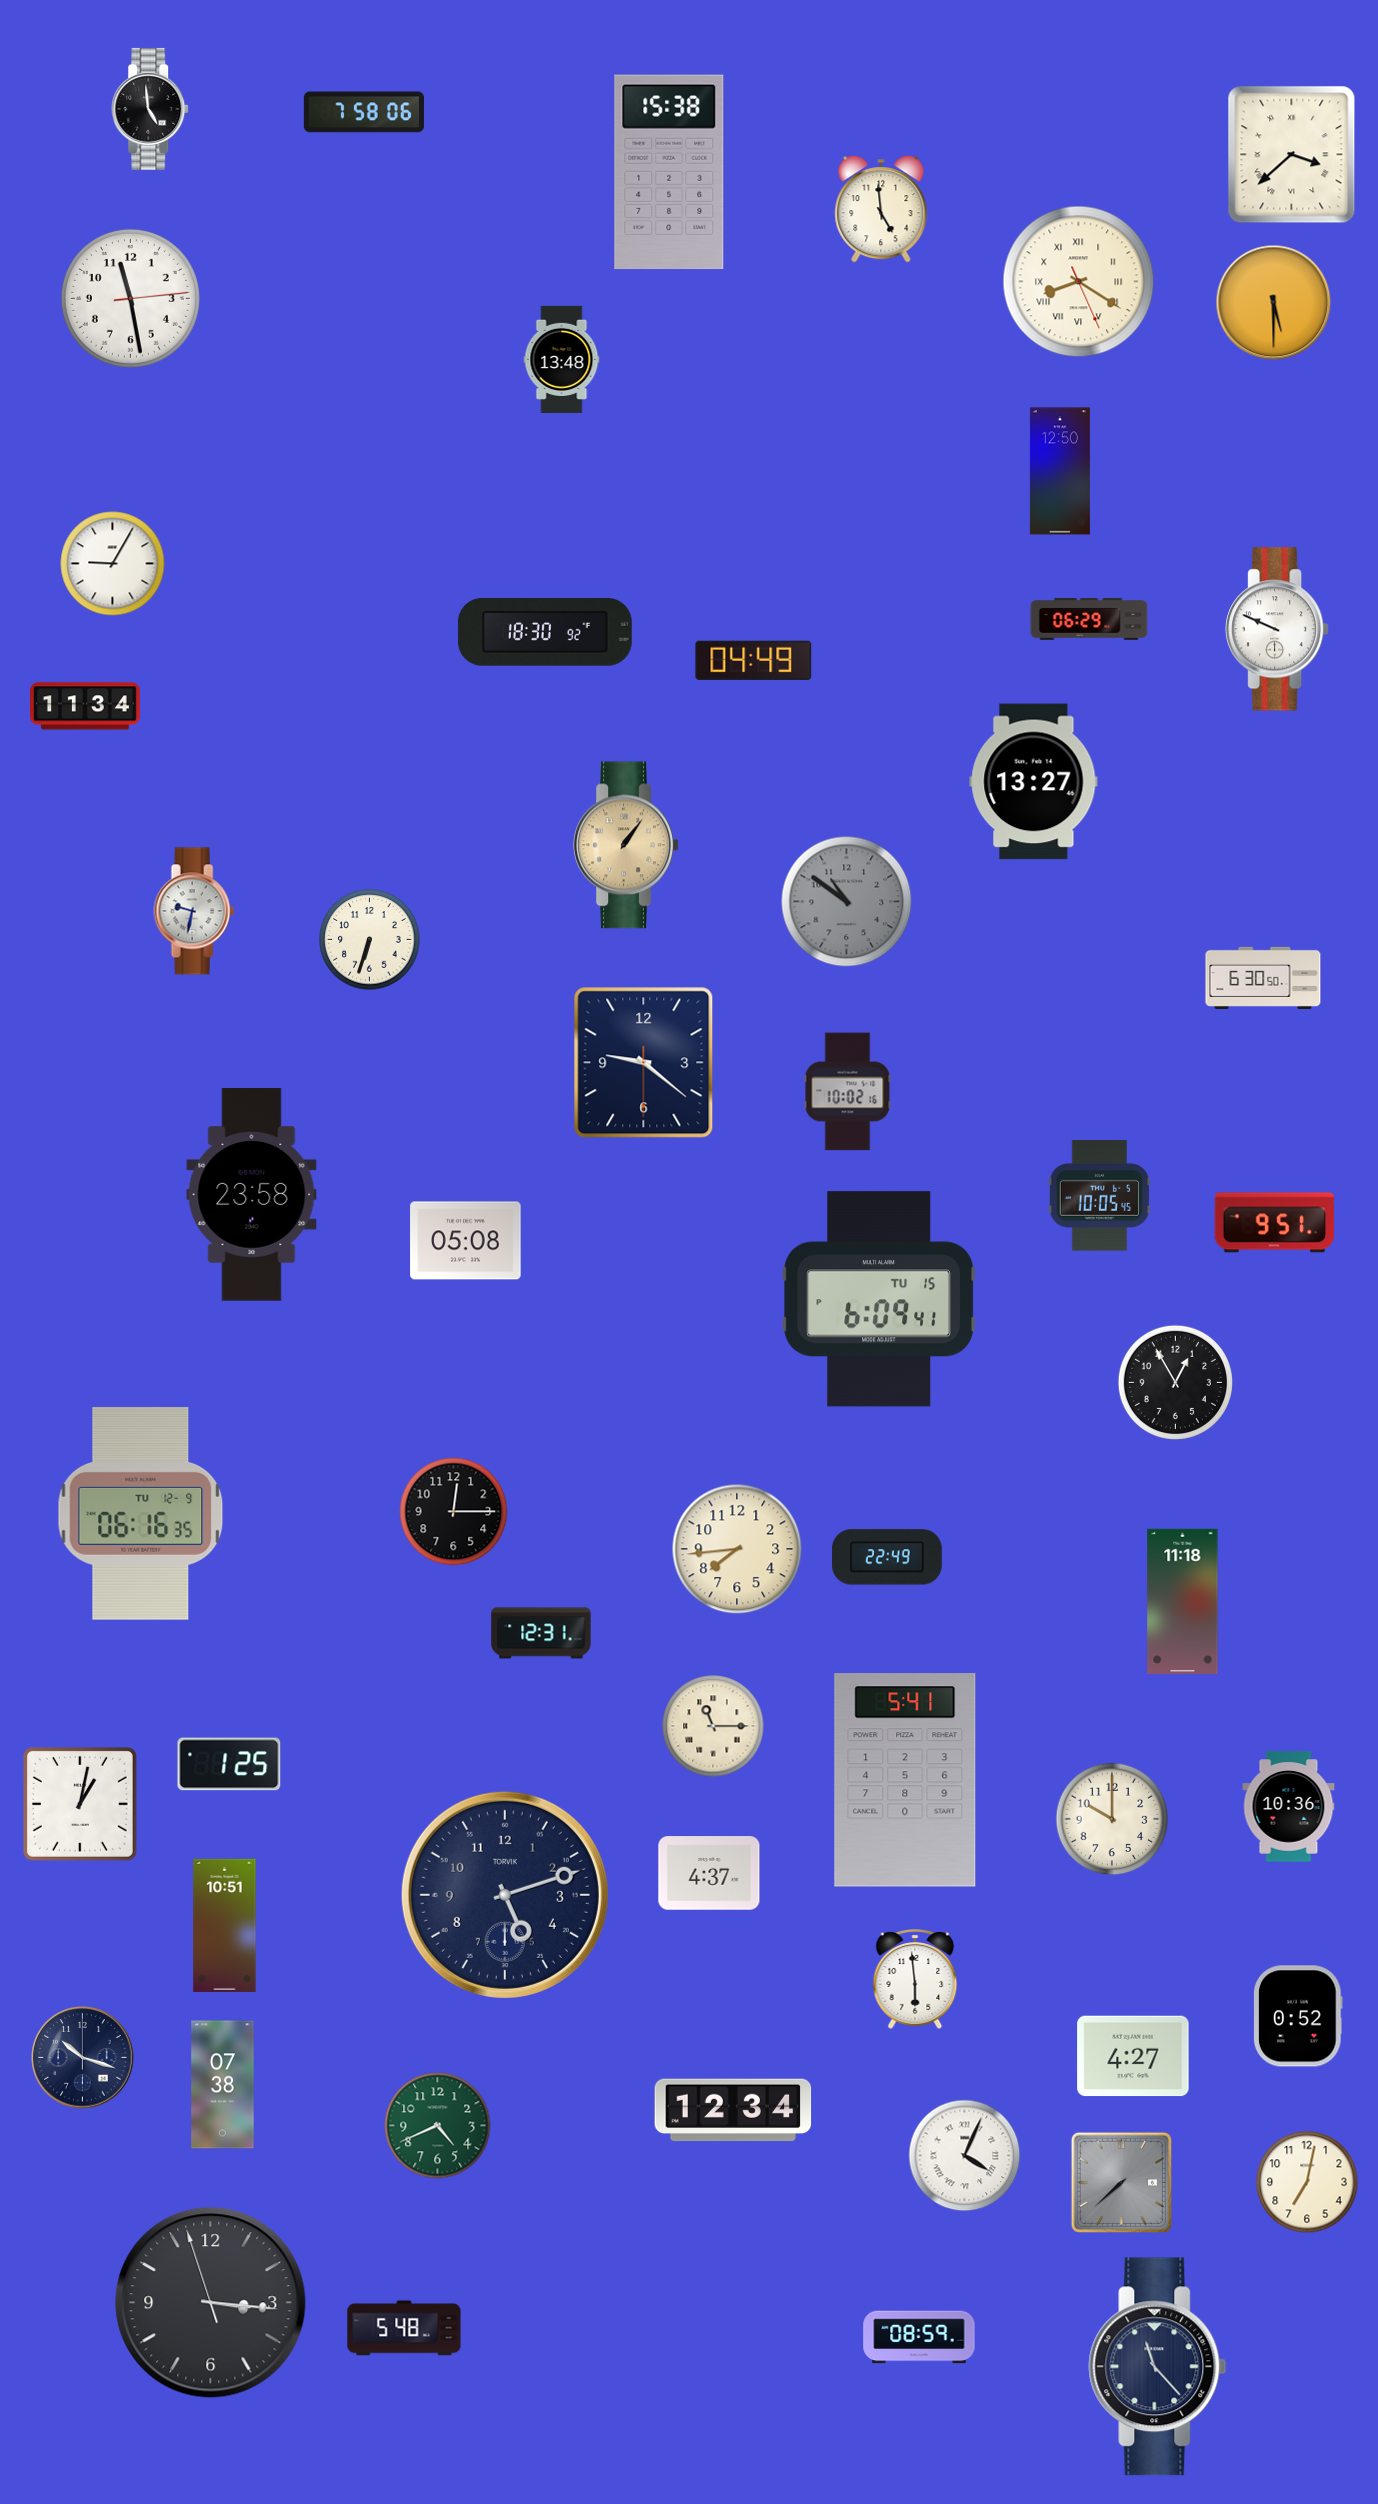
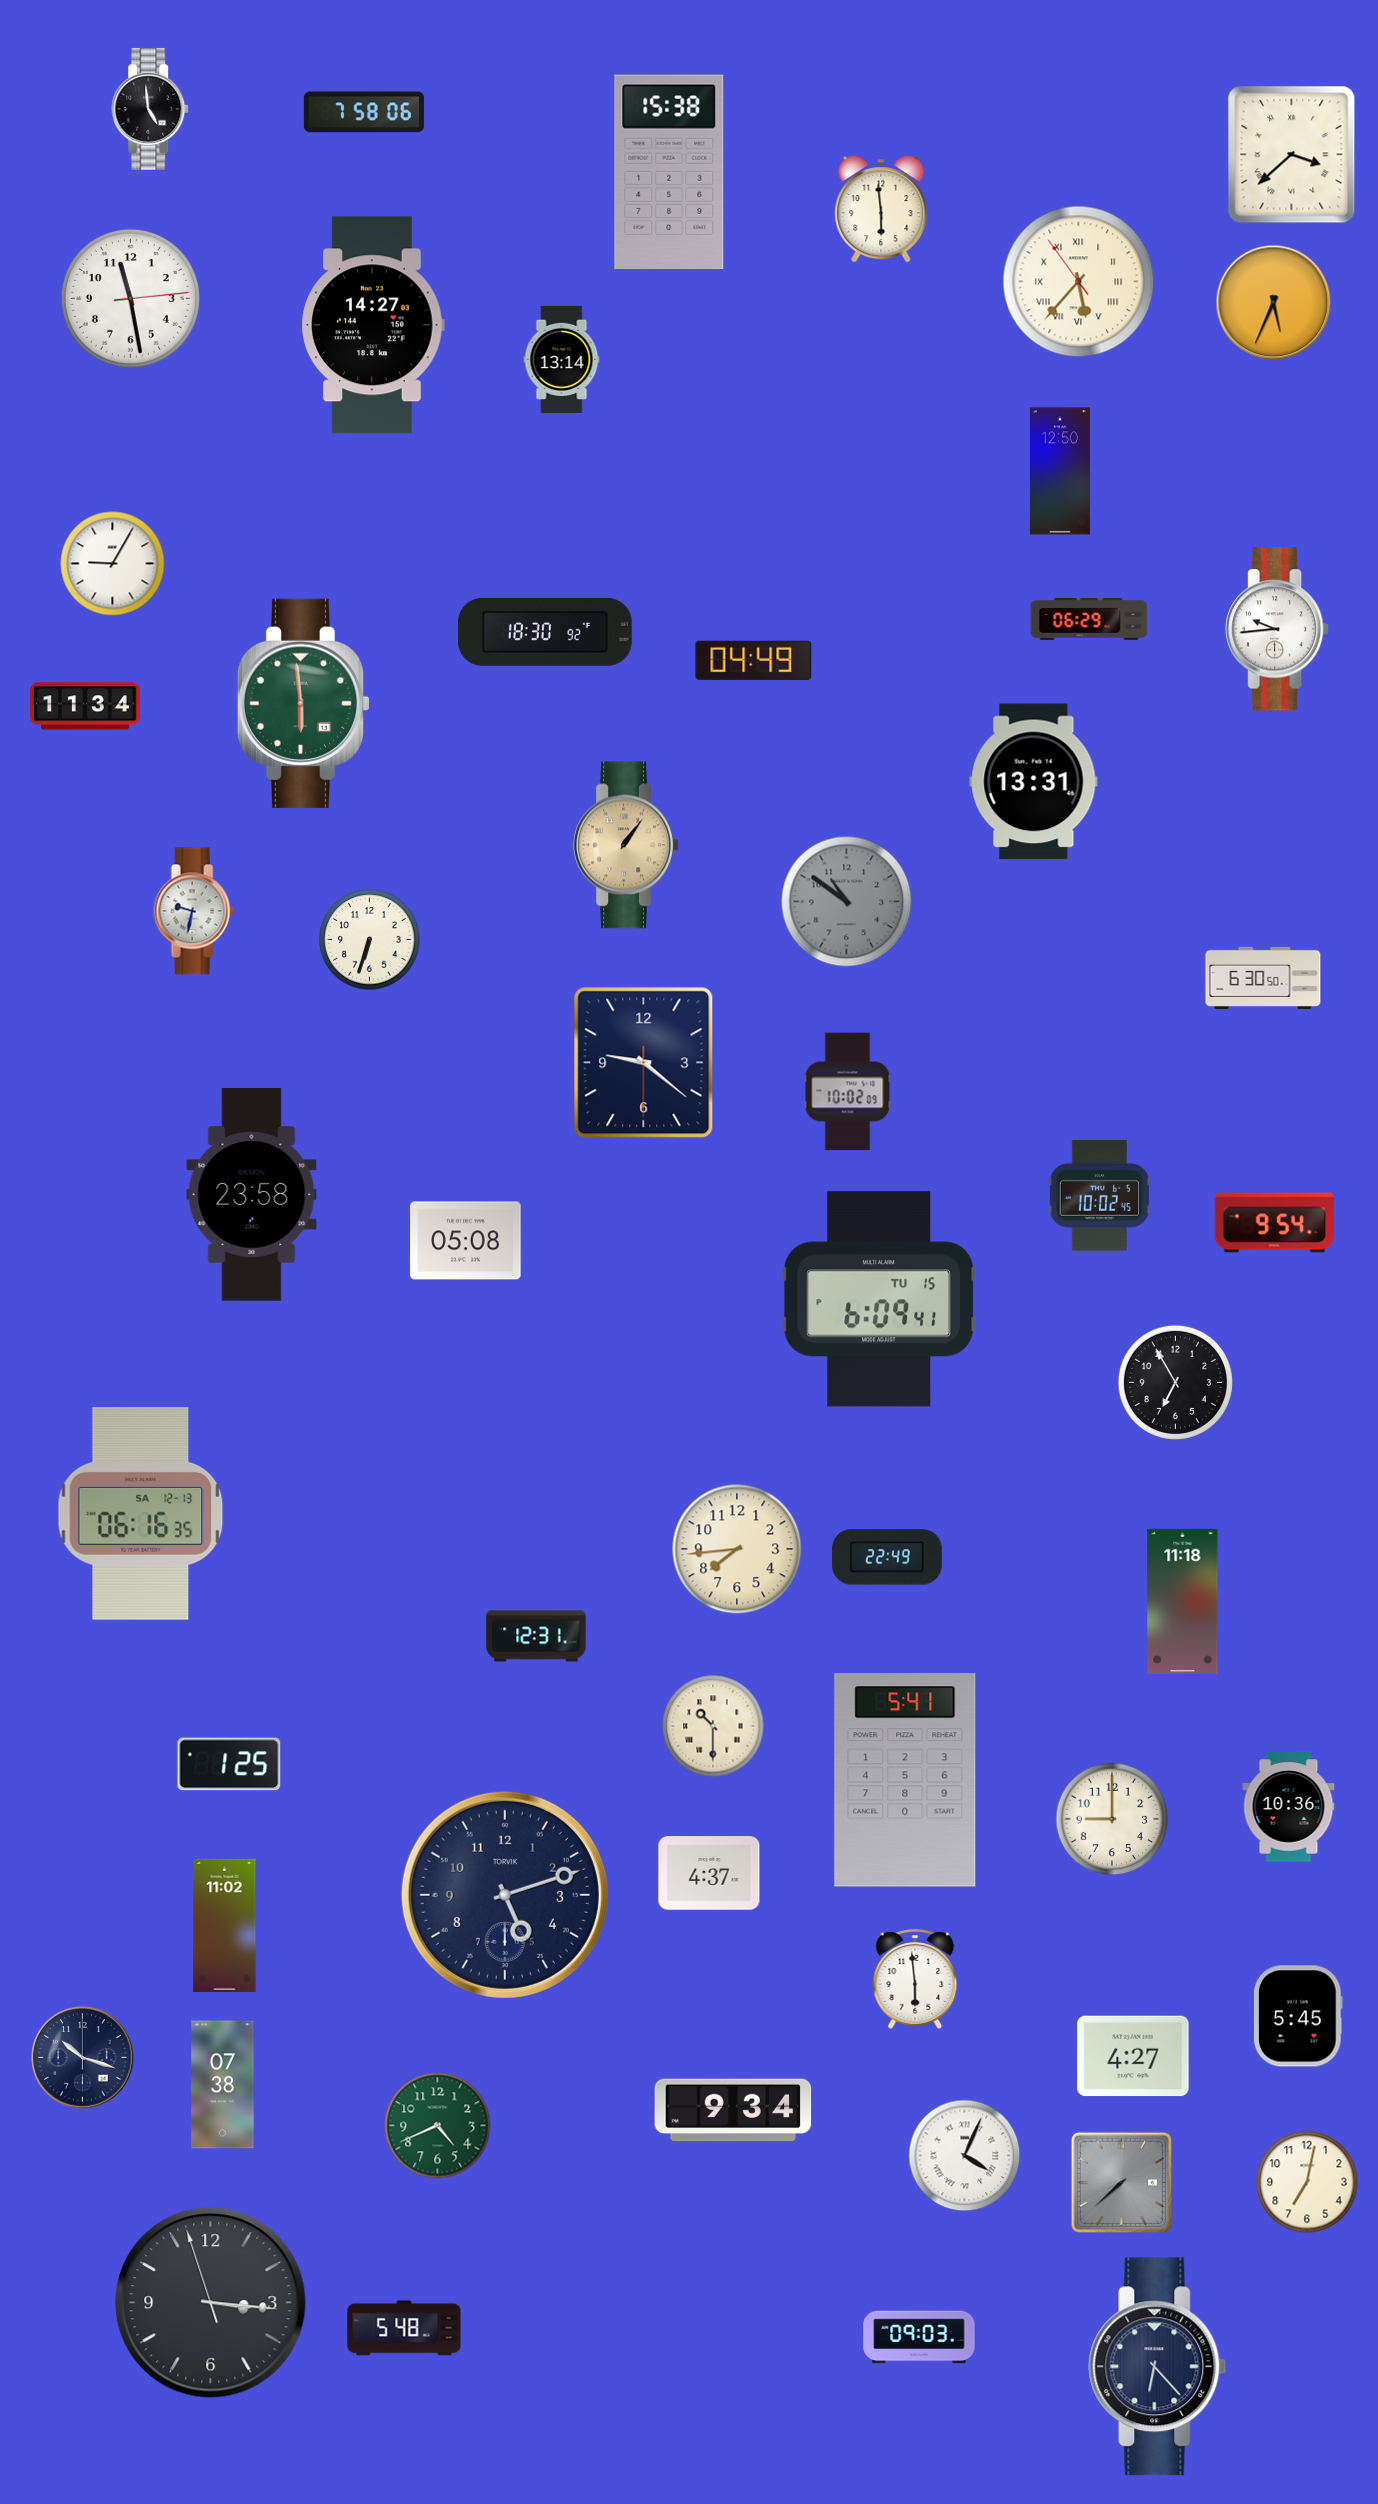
clock at (881, 209): 4:59 -> 5:59
clock at (1079, 282): 8:20 -> 5:36
clock at (1274, 303): 5:30 -> 5:34
clock at (373, 325): none -> 14:27
clock at (562, 359): 13:48 -> 13:14
clock at (1278, 629): 9:49 -> 9:44
clock at (303, 703): none -> 5:59
clock at (1034, 782): 13:27 -> 13:31
clock at (848, 1092): 10:02:16 -> 10:02:09
clock at (1099, 1196): 10:05 -> 10:02
clock at (1274, 1223): 9:51 -> 9:54
clock at (1175, 1382): 12:55 -> 6:55
clock at (454, 1512): 12:15 -> none
clock at (141, 1514) date: TU 12-9 -> SA 12-13
clock at (541, 1633) position: (541, 1633) -> (536, 1636)
clock at (713, 1726): 11:15 -> 10:30
clock at (80, 1804): 1:02 -> none
clock at (1112, 1819): 10:00 -> 9:00
clock at (225, 1925): 10:51 -> 11:02
clock at (1299, 2016): 0:52 -> 5:45
clock at (733, 2110): 12:34 -> 9:34
clock at (919, 2337): 08:59 -> 09:03
clock at (1158, 2367): 11:23 -> 6:23
